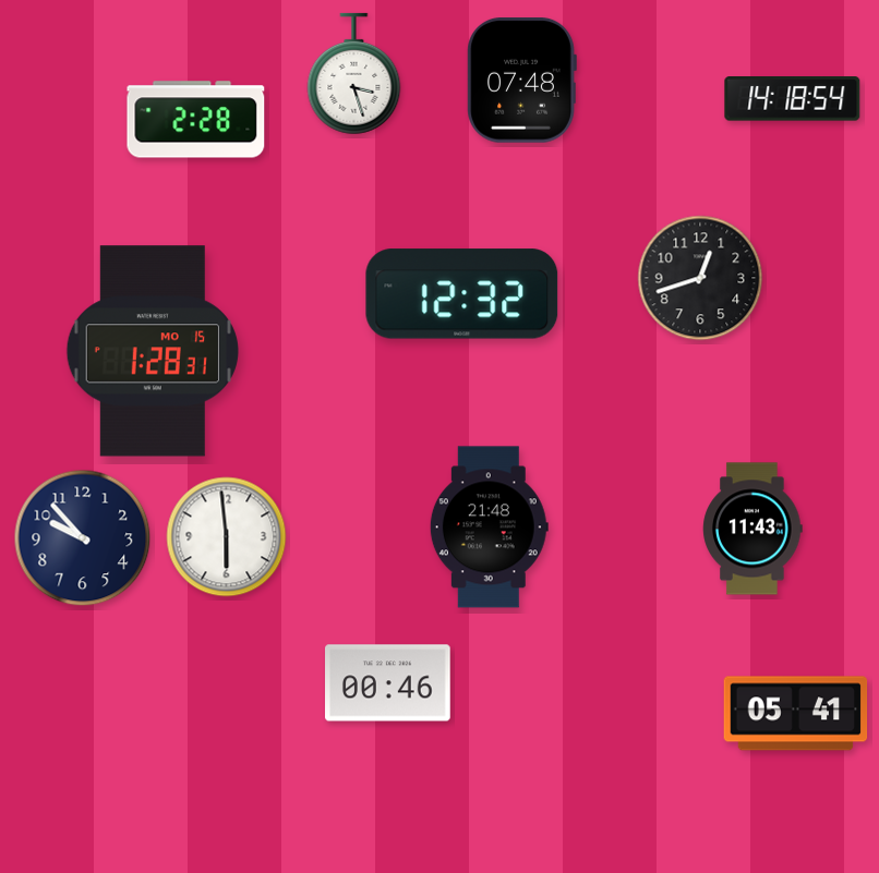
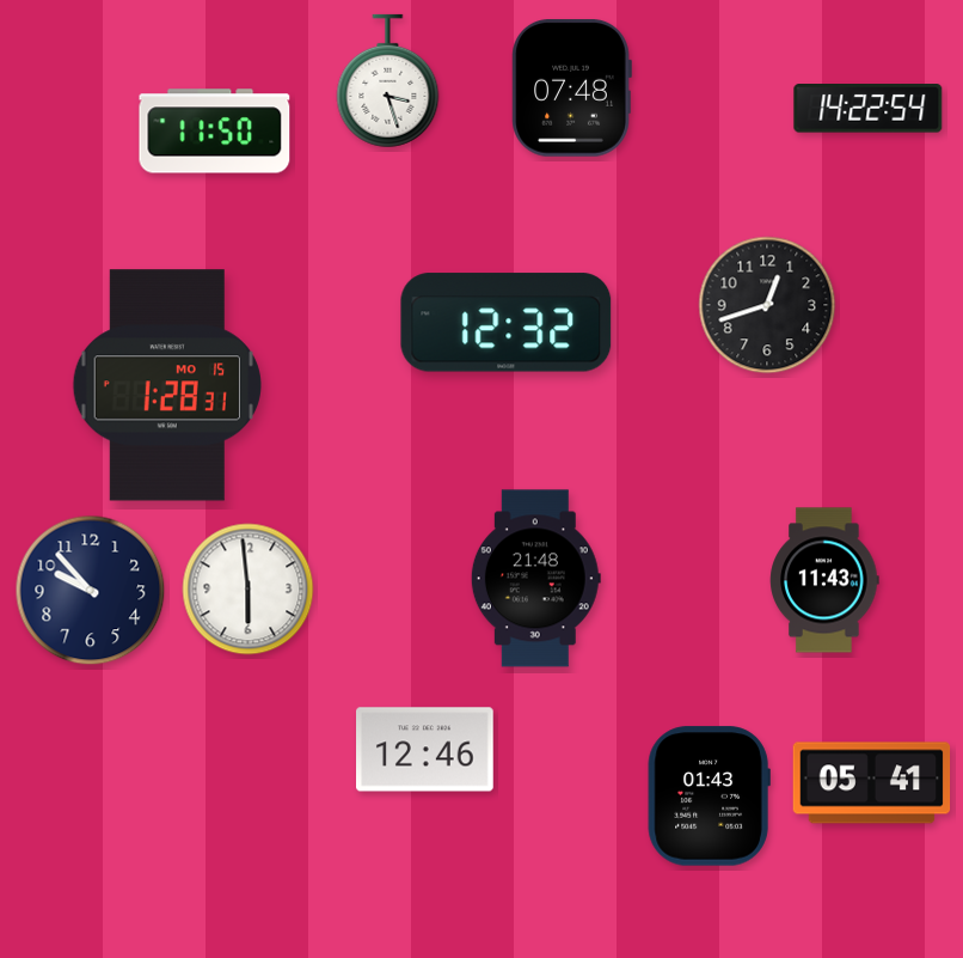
clock at (793, 99): 14:18 -> 14:22
clock at (196, 120): 2:28 -> 11:50
clock at (388, 683): 00:46 -> 12:46
clock at (709, 797): none -> 01:43
